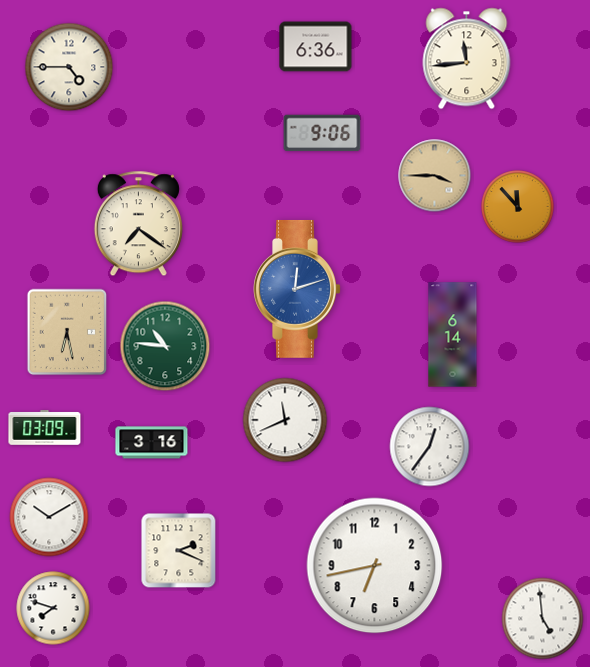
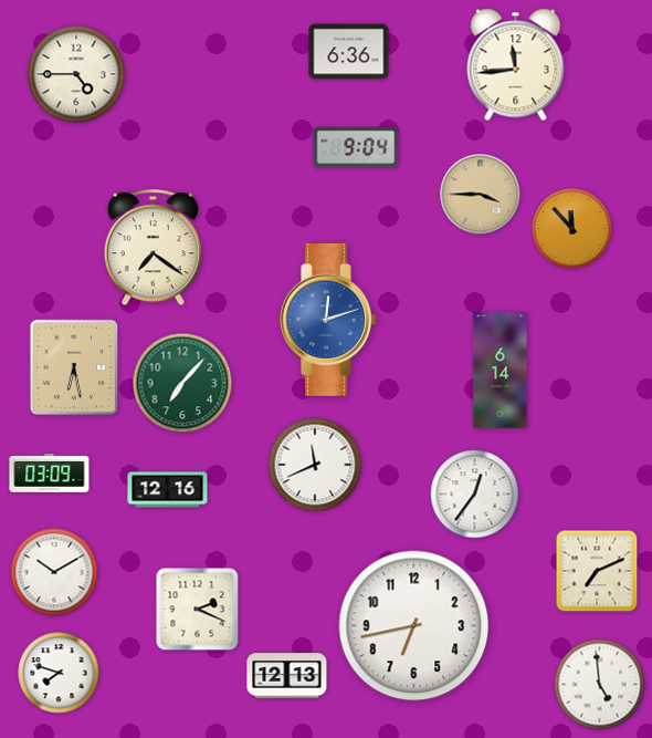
clock at (322, 133): 9:06 -> 9:04
clock at (165, 346): 10:46 -> 7:07
clock at (152, 443): 3:16 -> 12:16
clock at (597, 571): none -> 7:11
clock at (287, 676): none -> 12:13
